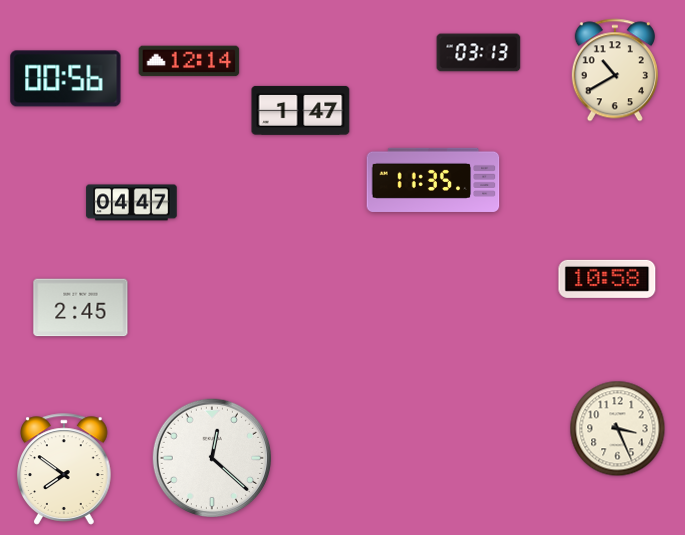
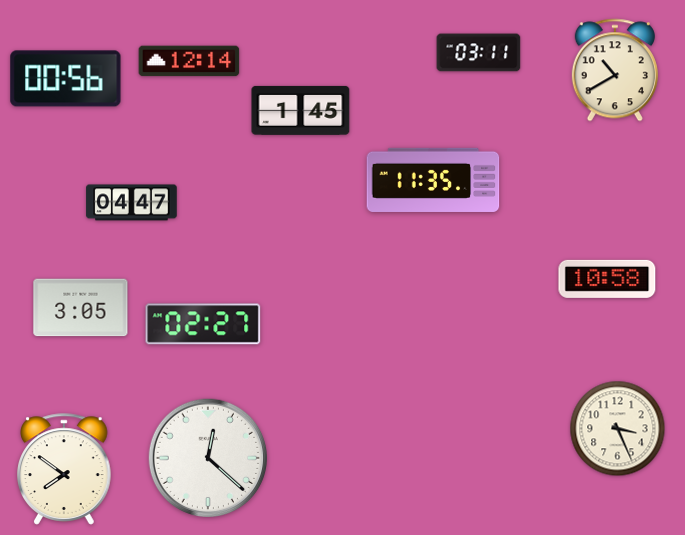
clock at (479, 53): 03:13 -> 03:11
clock at (301, 110): 1:47 -> 1:45
clock at (81, 308): 2:45 -> 3:05
clock at (203, 324): none -> 02:27
clock at (211, 457) position: (211, 457) -> (207, 457)
